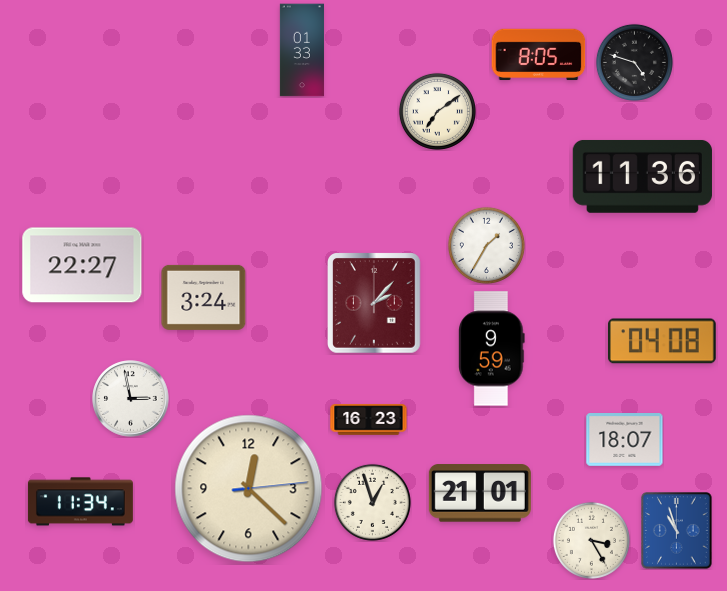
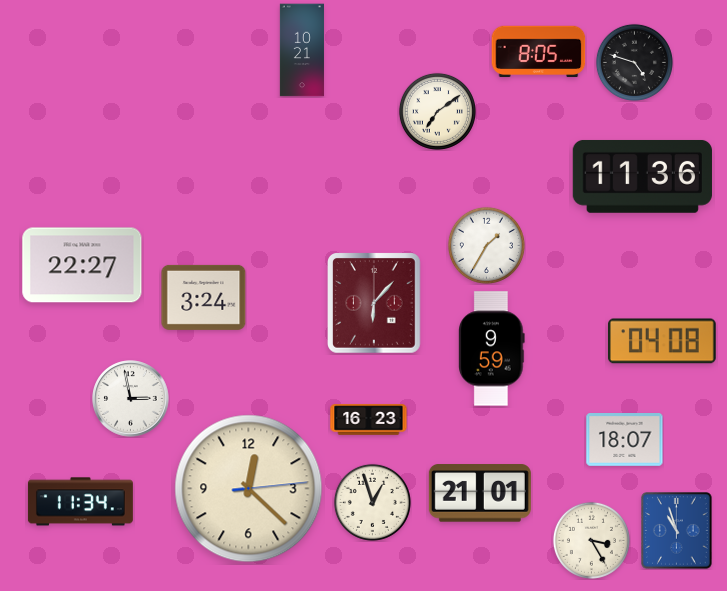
clock at (301, 50): 01:33 -> 10:21
clock at (539, 55) position: (539, 55) -> (539, 52)
clock at (375, 303): 2:07 -> 6:07
